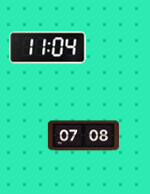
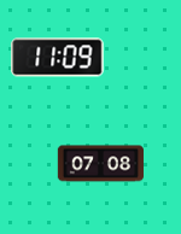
clock at (48, 48): 11:04 -> 11:09
